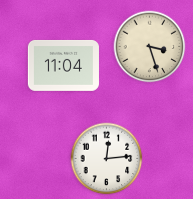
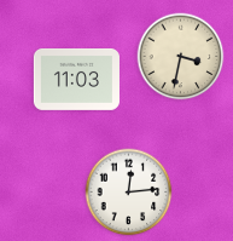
clock at (150, 47): 3:27 -> 3:32
clock at (63, 65): 11:04 -> 11:03
